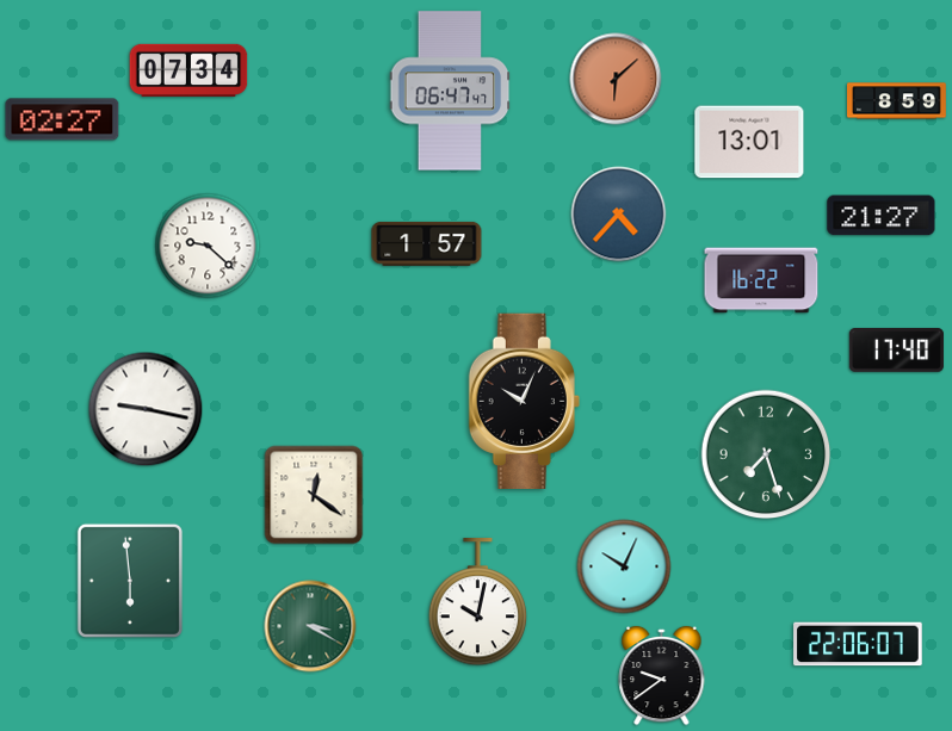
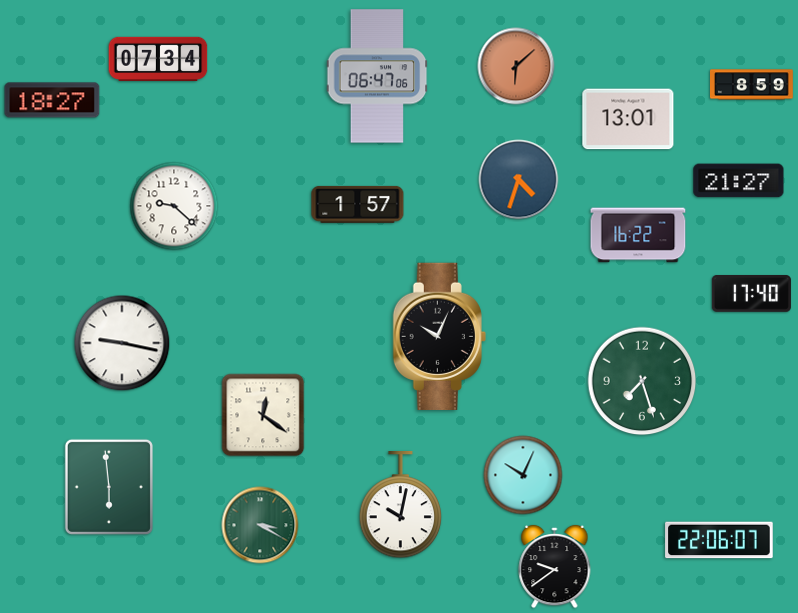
clock at (450, 91): 06:47:47 -> 06:47:06
clock at (62, 119): 02:27 -> 18:27
clock at (619, 215): 4:37 -> 4:33
